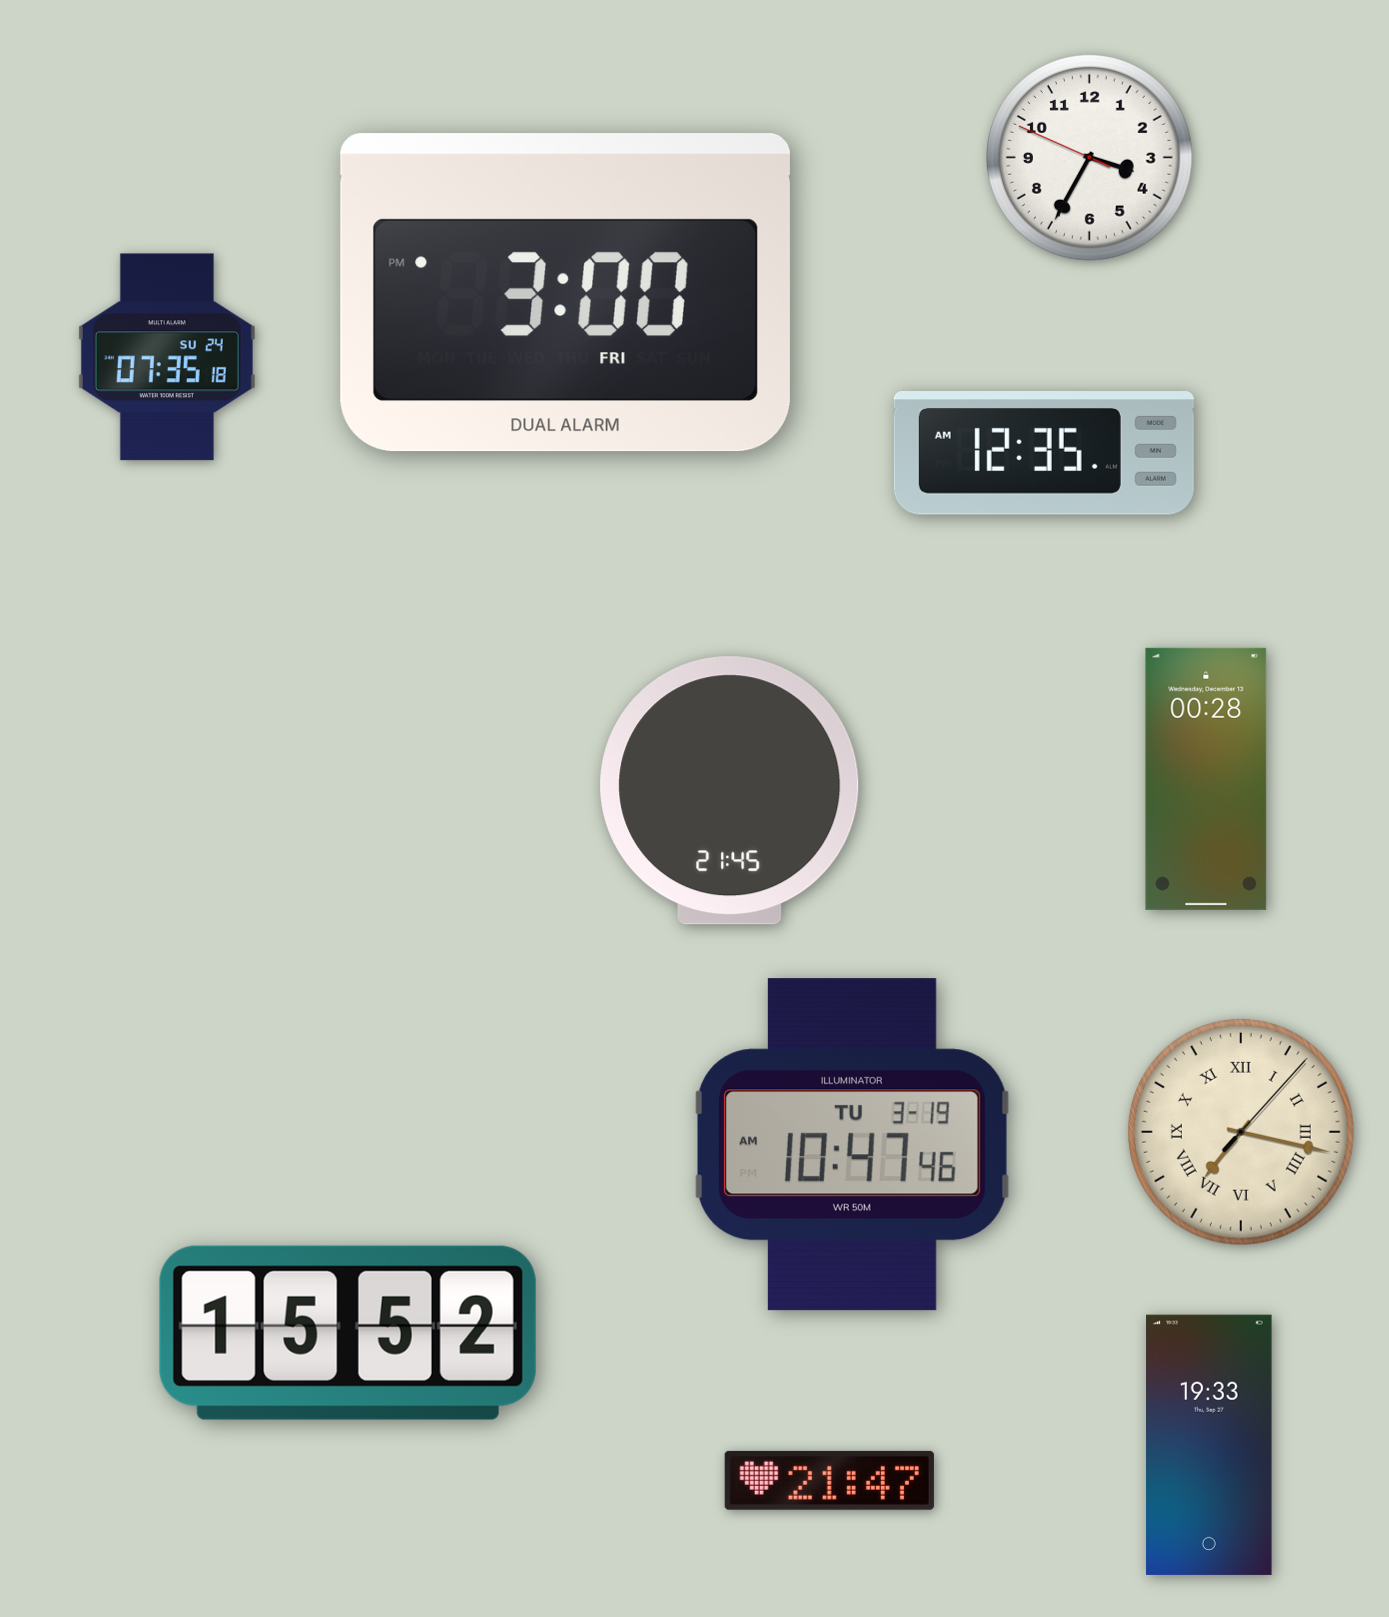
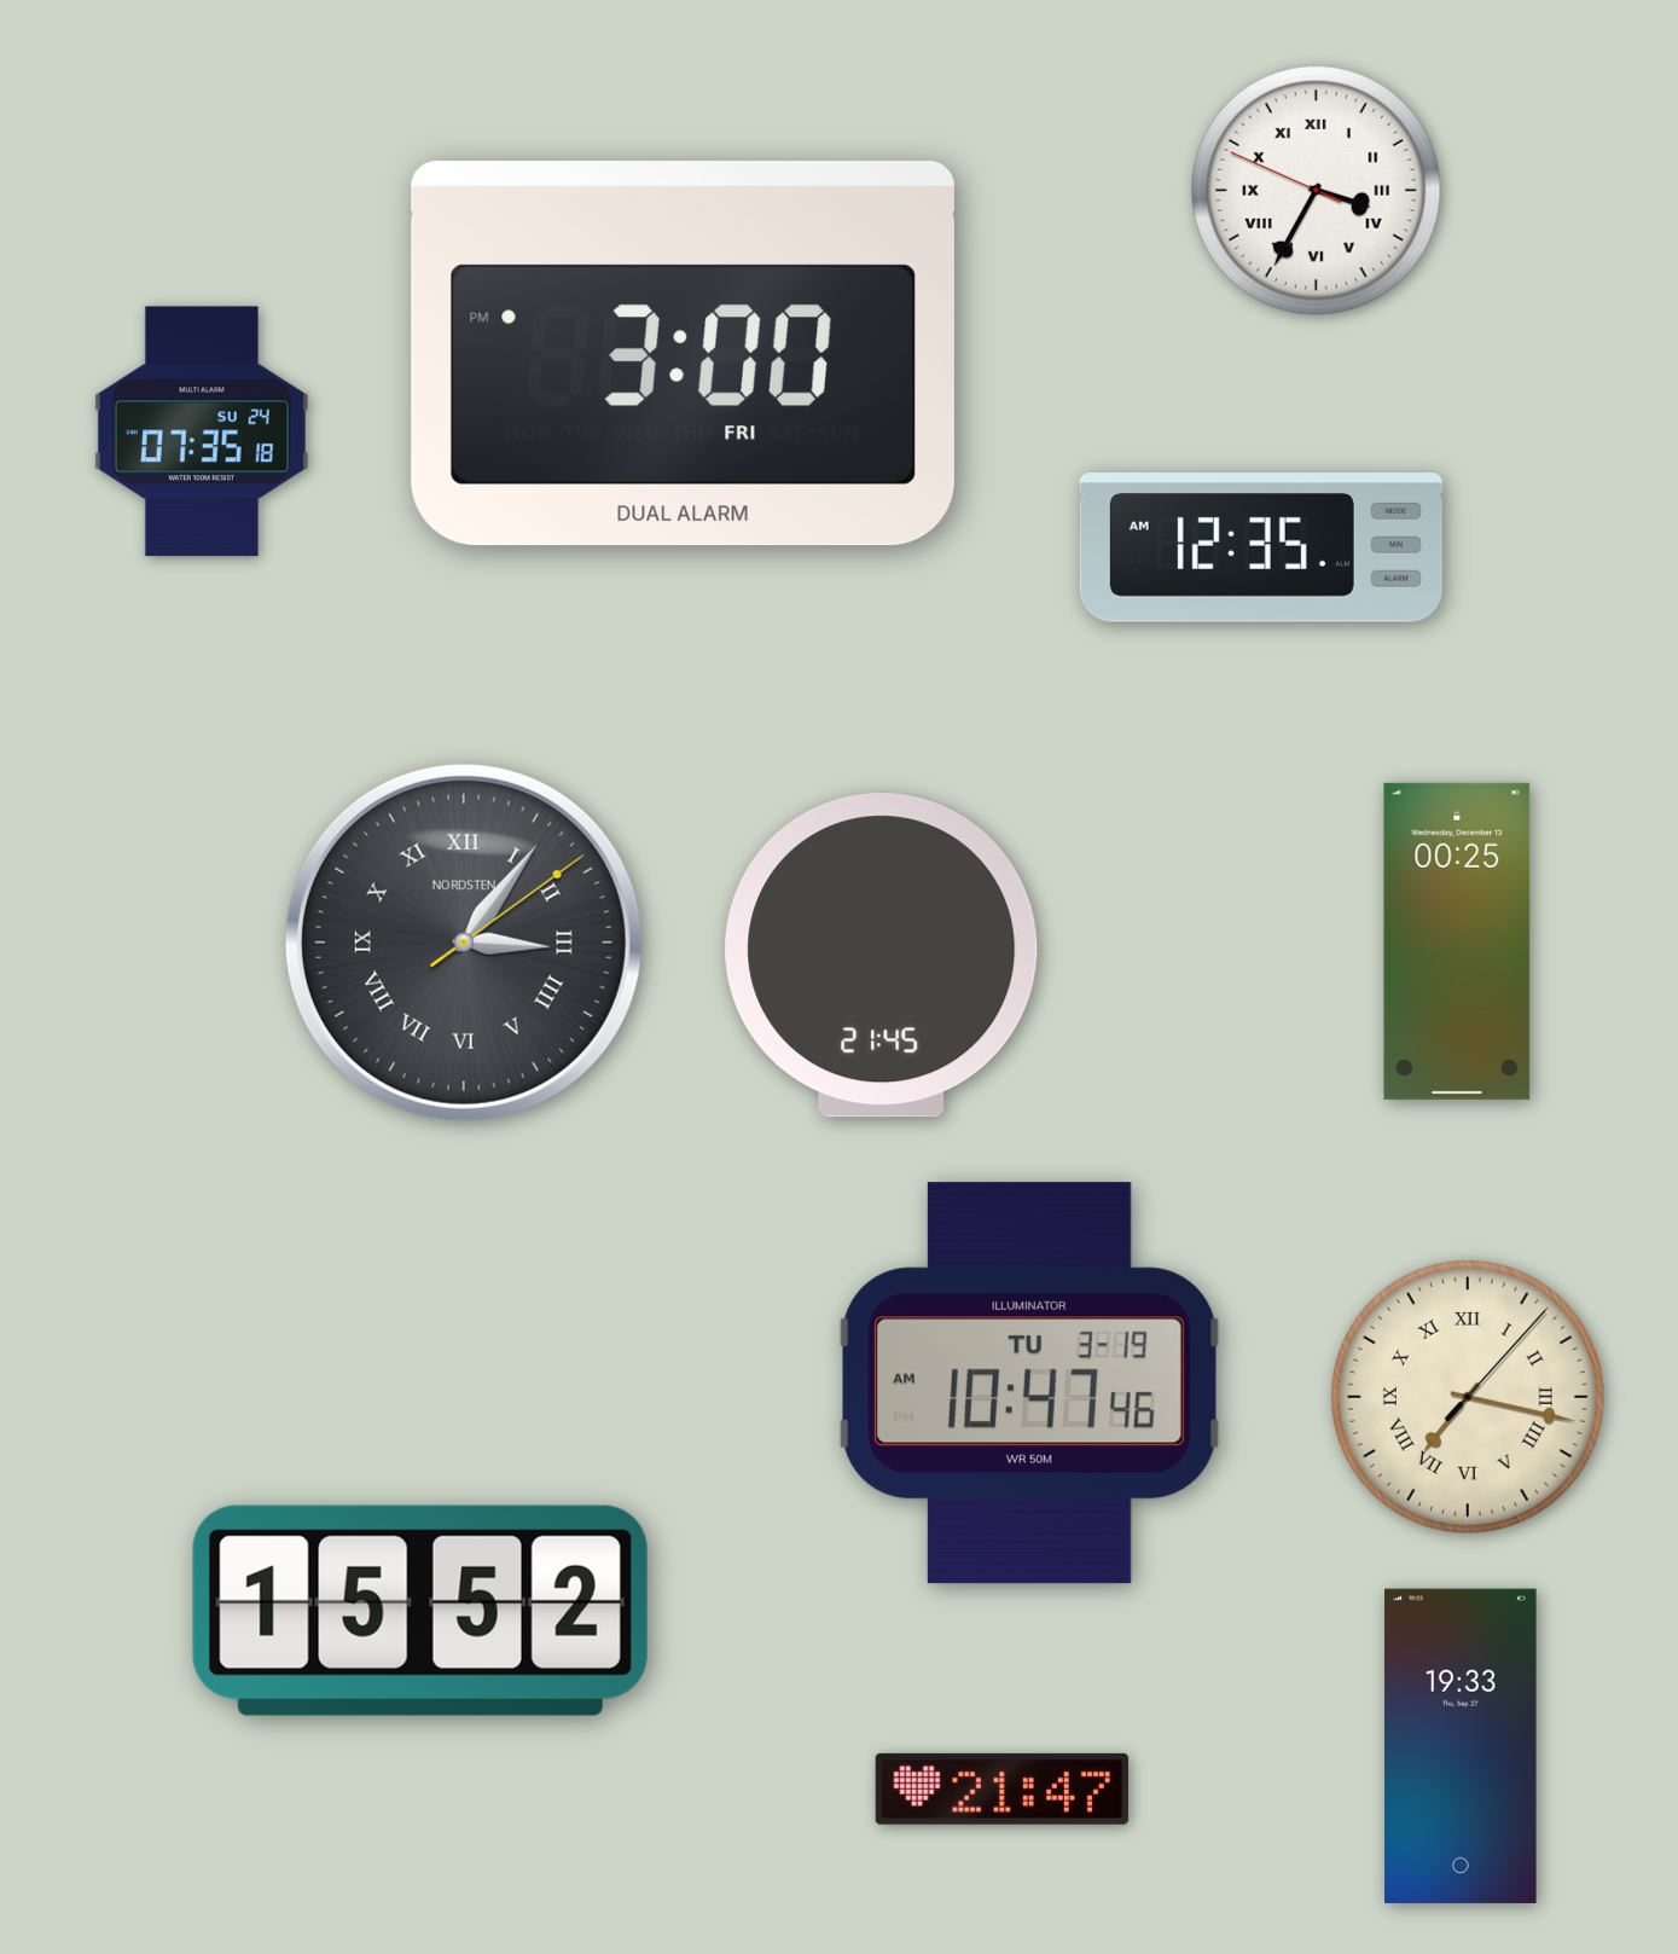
clock at (1089, 157) numerals: Arabic -> Roman
clock at (1206, 779): 00:28 -> 00:25
clock at (464, 943): none -> 3:06
clock at (1241, 1132) position: (1241, 1132) -> (1468, 1397)
